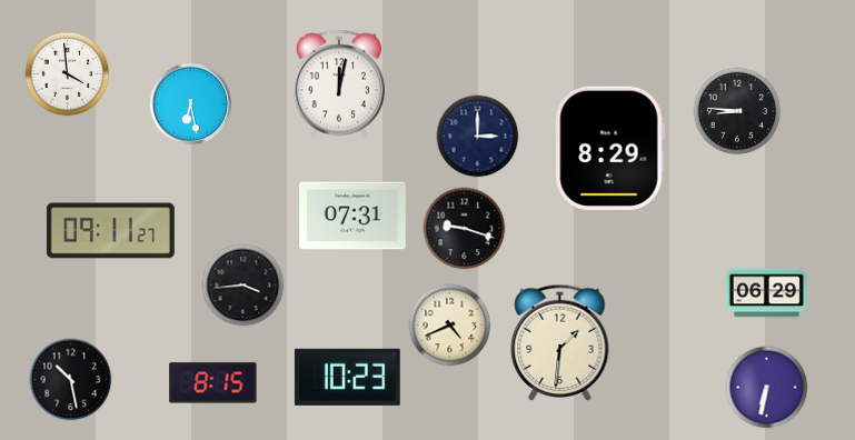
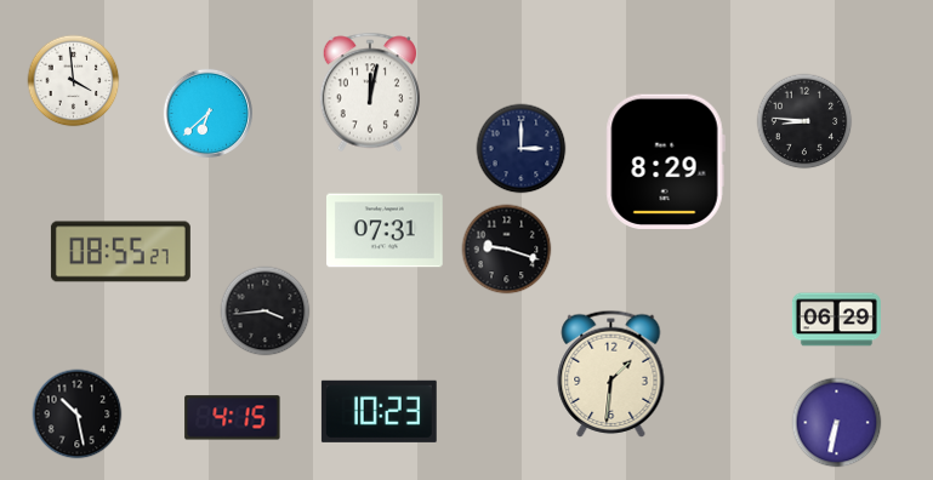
clock at (190, 103): 6:28 -> 6:38
clock at (354, 216) position: (354, 216) -> (386, 230)
clock at (110, 231): 09:11 -> 08:55
clock at (450, 326): 4:41 -> none
clock at (213, 383): 8:15 -> 4:15
